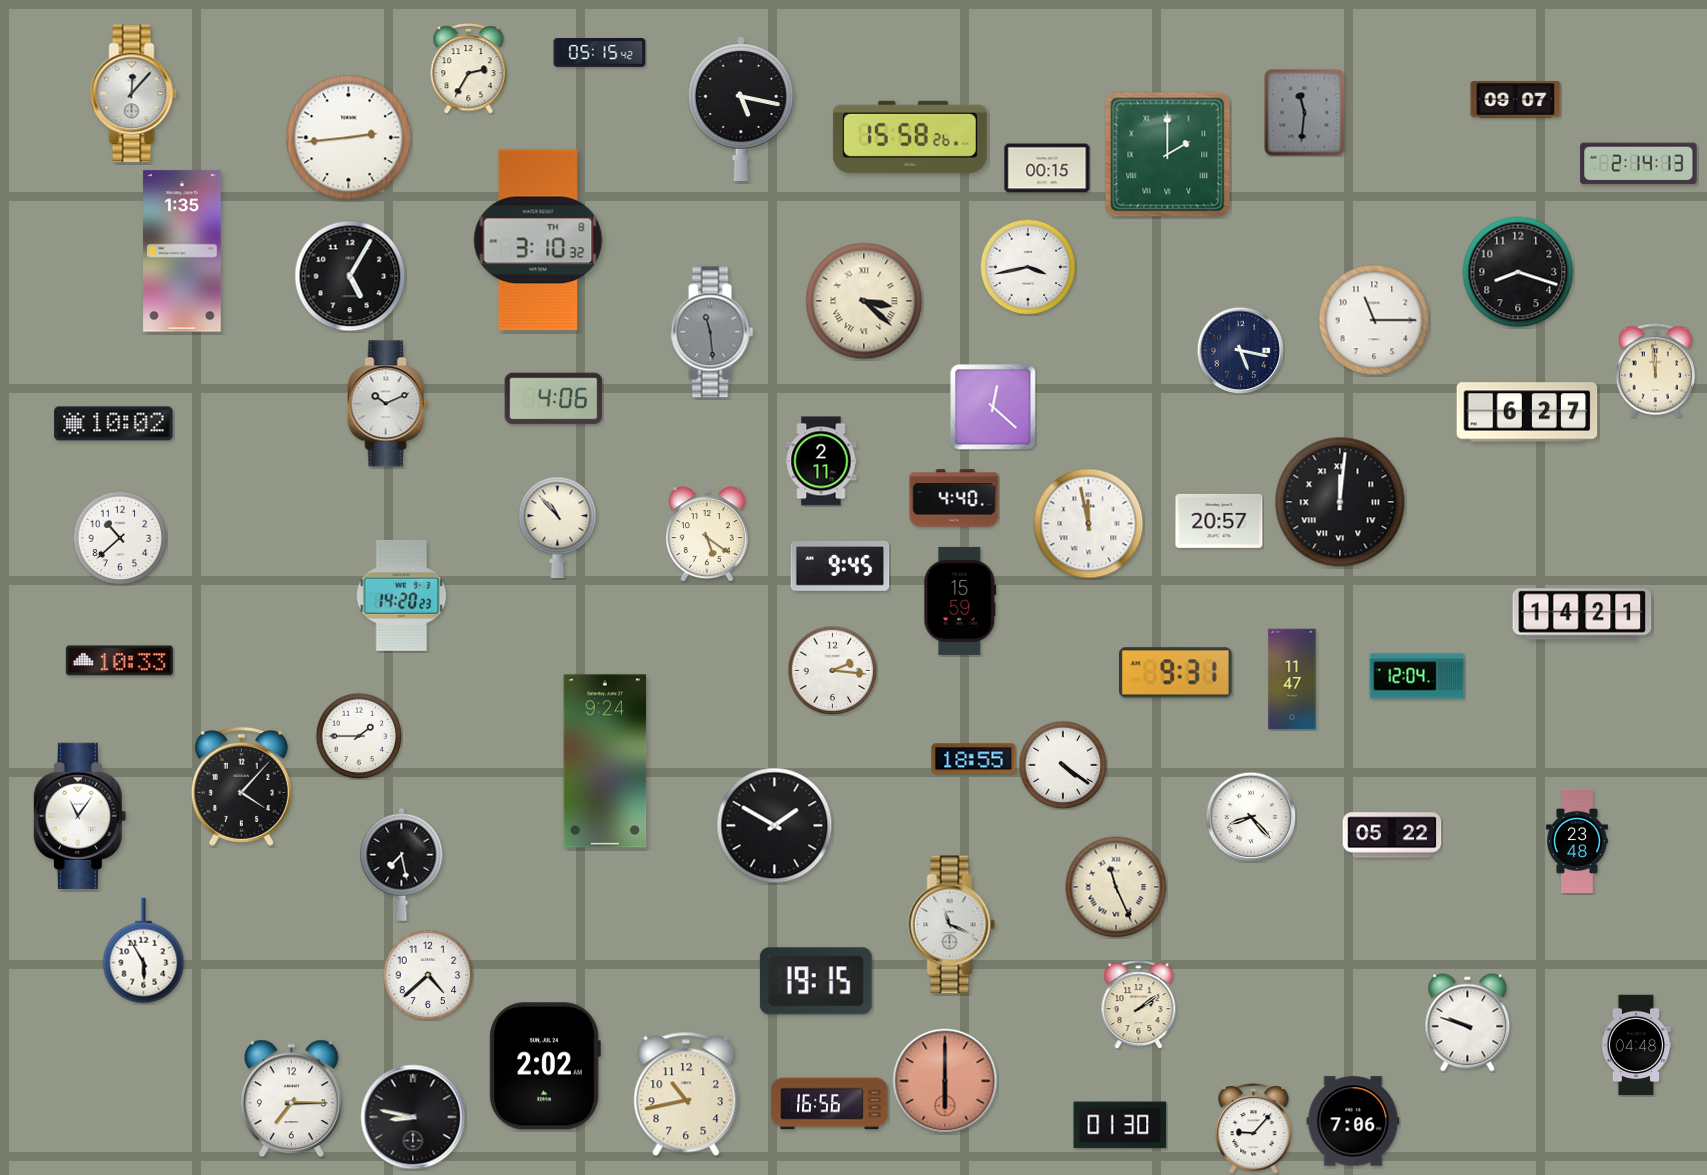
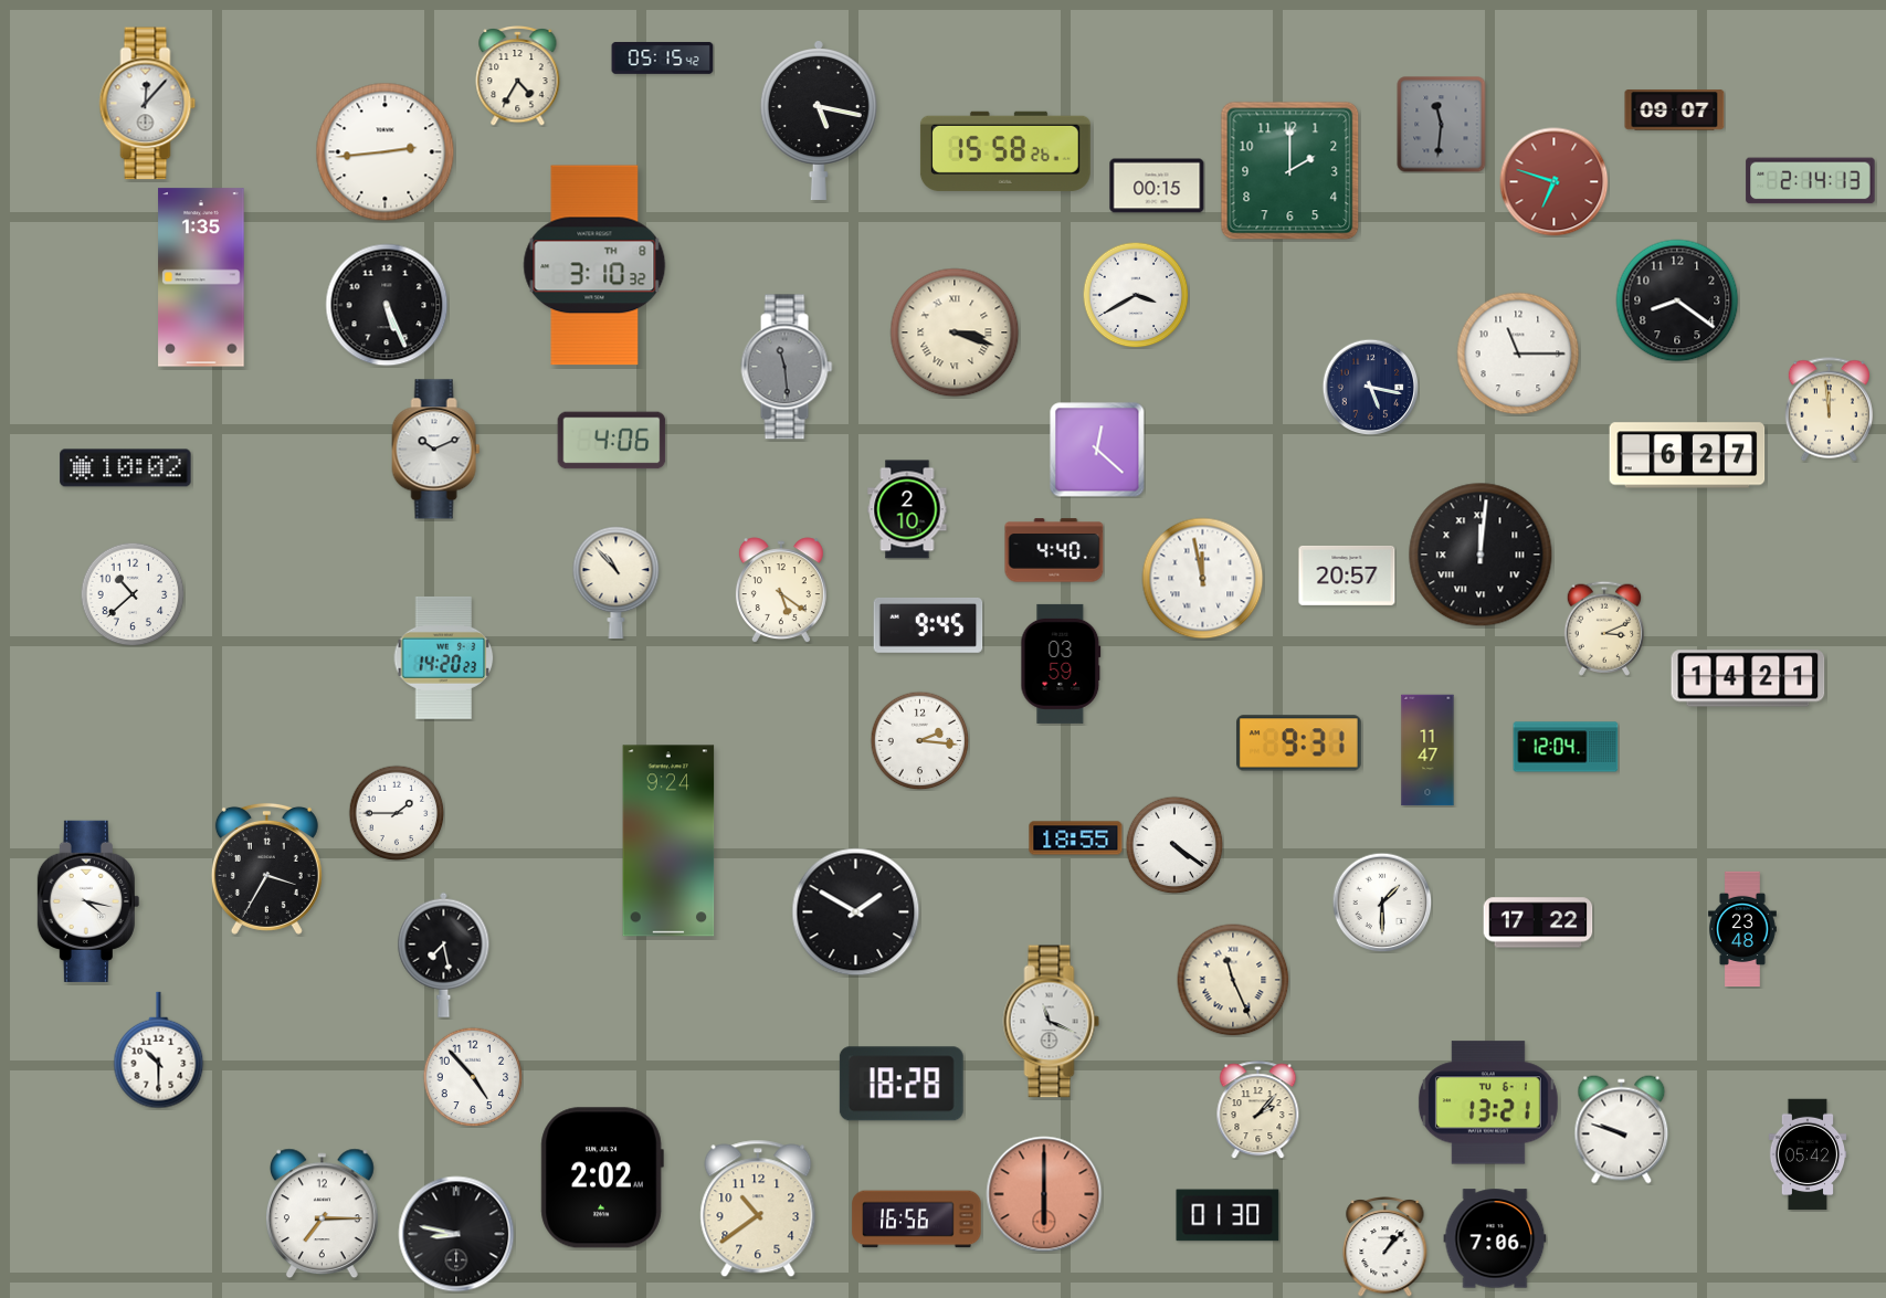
clock at (469, 69): 2:35 -> 4:35
clock at (1168, 155) numerals: Roman -> Arabic
clock at (1555, 182): none -> 6:48
clock at (1028, 267): 3:43 -> 3:40
clock at (1518, 272): 8:18 -> 8:21
clock at (350, 276): 5:05 -> 5:26
clock at (864, 301): 3:22 -> 3:18
clock at (388, 404) position: (388, 404) -> (436, 450)
clock at (821, 461): 2:11 -> 2:10
clock at (1603, 629): none -> 3:11
clock at (960, 601): 15:59 -> 03:59
clock at (119, 661): 10:33 -> none
clock at (241, 786): 4:07 -> 3:35
clock at (80, 816): 11:06 -> 4:17
clock at (1251, 817): 8:23 -> 1:30
clock at (1392, 835): 05:22 -> 17:22
clock at (144, 951): 5:55 -> 10:30
clock at (428, 975): 4:38 -> 4:53
clock at (816, 981): 19:15 -> 18:28
clock at (1488, 1102): none -> 13:21
clock at (1139, 1005): 2:09 -> 2:07
clock at (1636, 1045): 04:48 -> 05:42
clock at (686, 1094): 10:43 -> 10:39
clock at (1120, 1125) position: (1120, 1125) -> (1228, 1215)
clock at (1254, 1129): 9:07 -> 1:07
